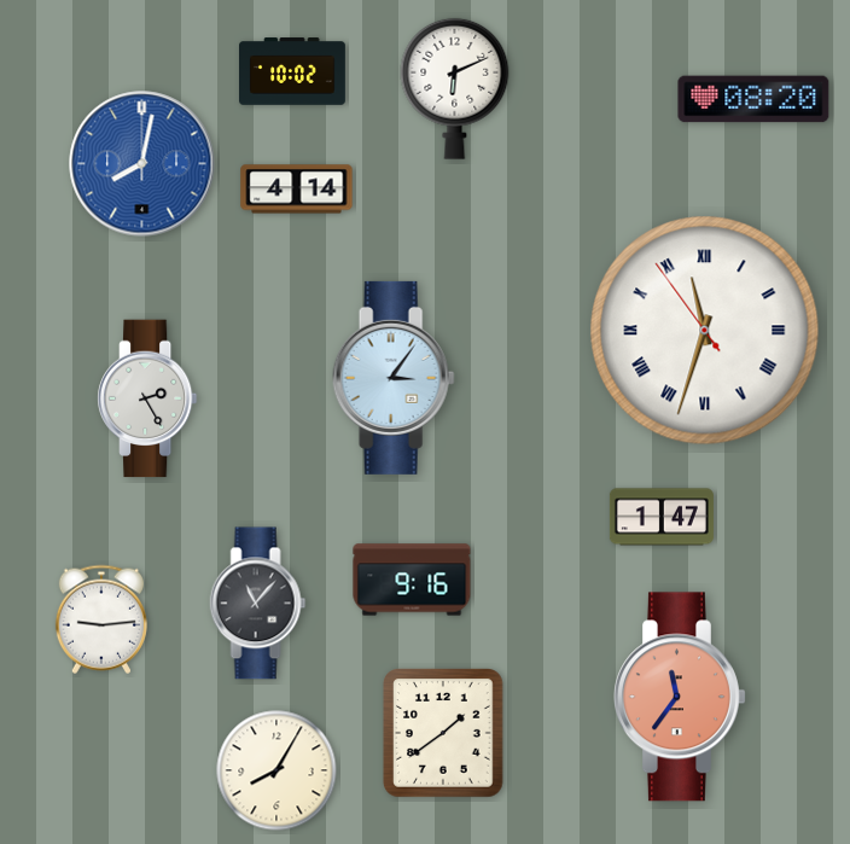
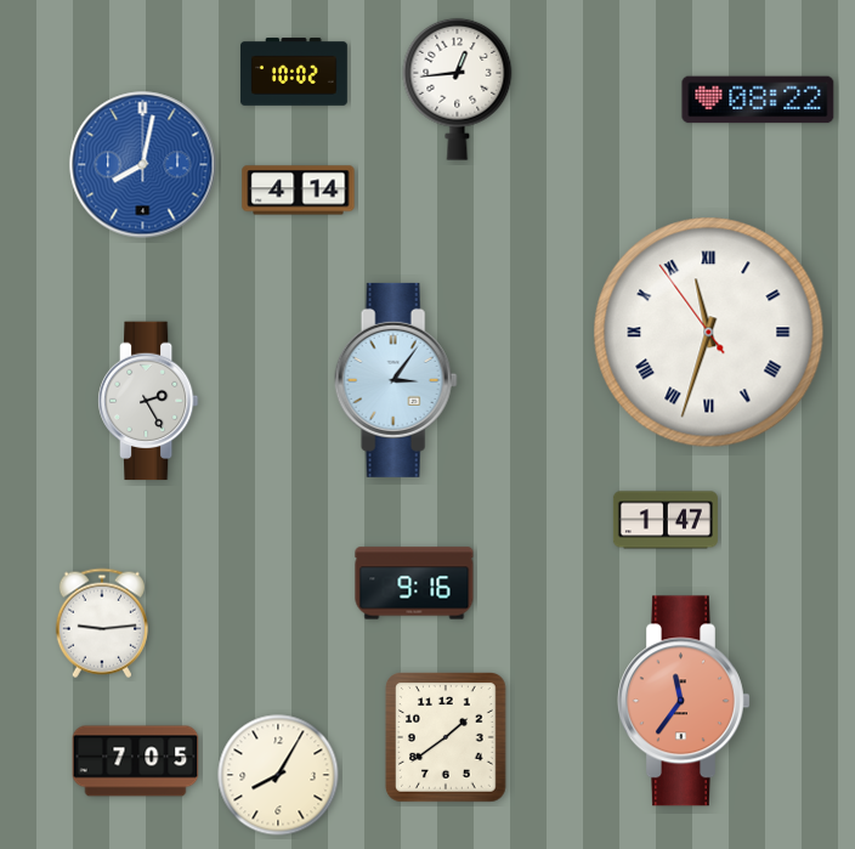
clock at (455, 88): 6:11 -> 12:44
clock at (753, 99): 08:20 -> 08:22
clock at (258, 604): 11:07 -> none
clock at (136, 762): none -> 7:05
